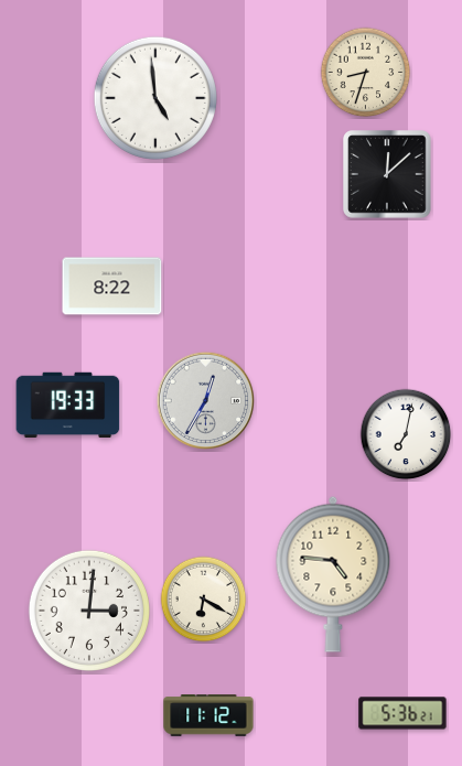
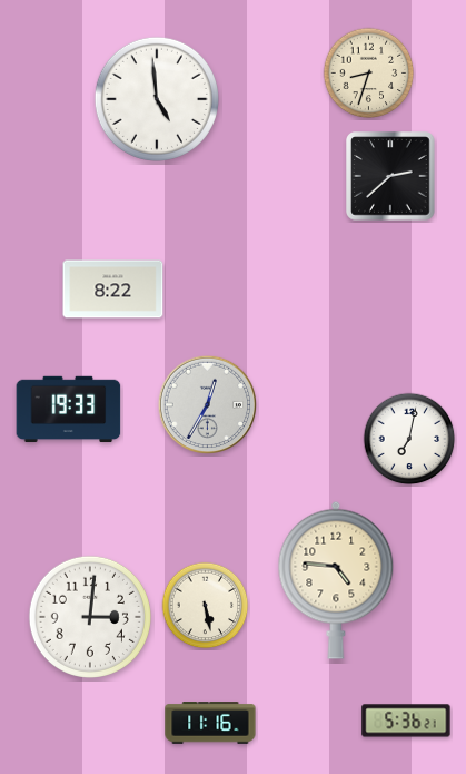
clock at (387, 174): 12:08 -> 2:38
clock at (204, 600): 6:20 -> 5:28
clock at (208, 715): 11:12 -> 11:16
